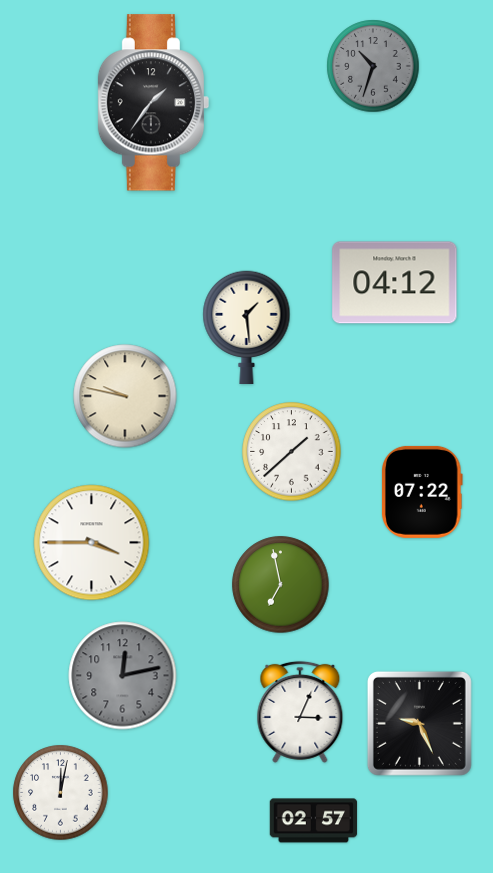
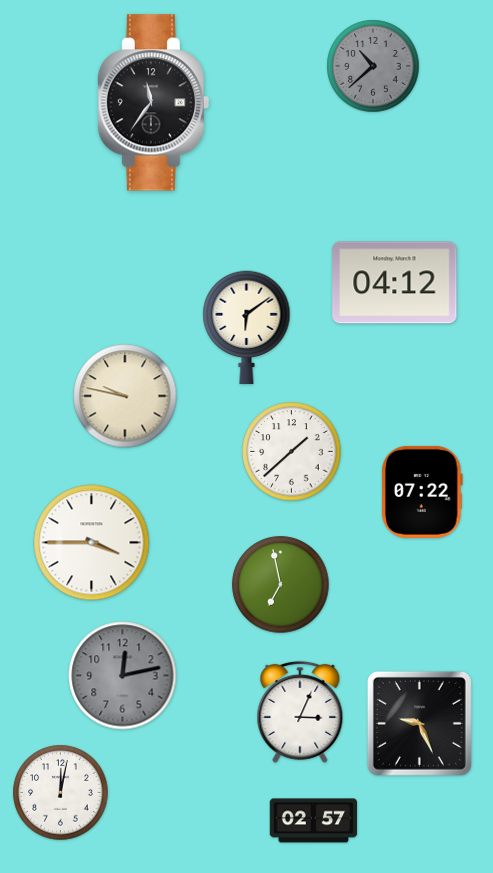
clock at (373, 66): 10:33 -> 10:38
clock at (154, 103): 1:36 -> 11:36
clock at (247, 327): 1:29 -> 6:09
